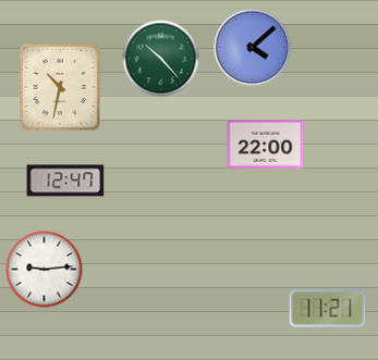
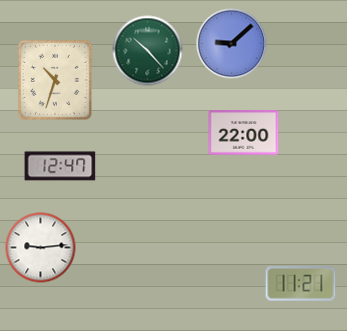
clock at (253, 48): 4:08 -> 9:08
clock at (161, 59) position: (161, 59) -> (148, 51)
clock at (60, 87): 10:32 -> 10:33
